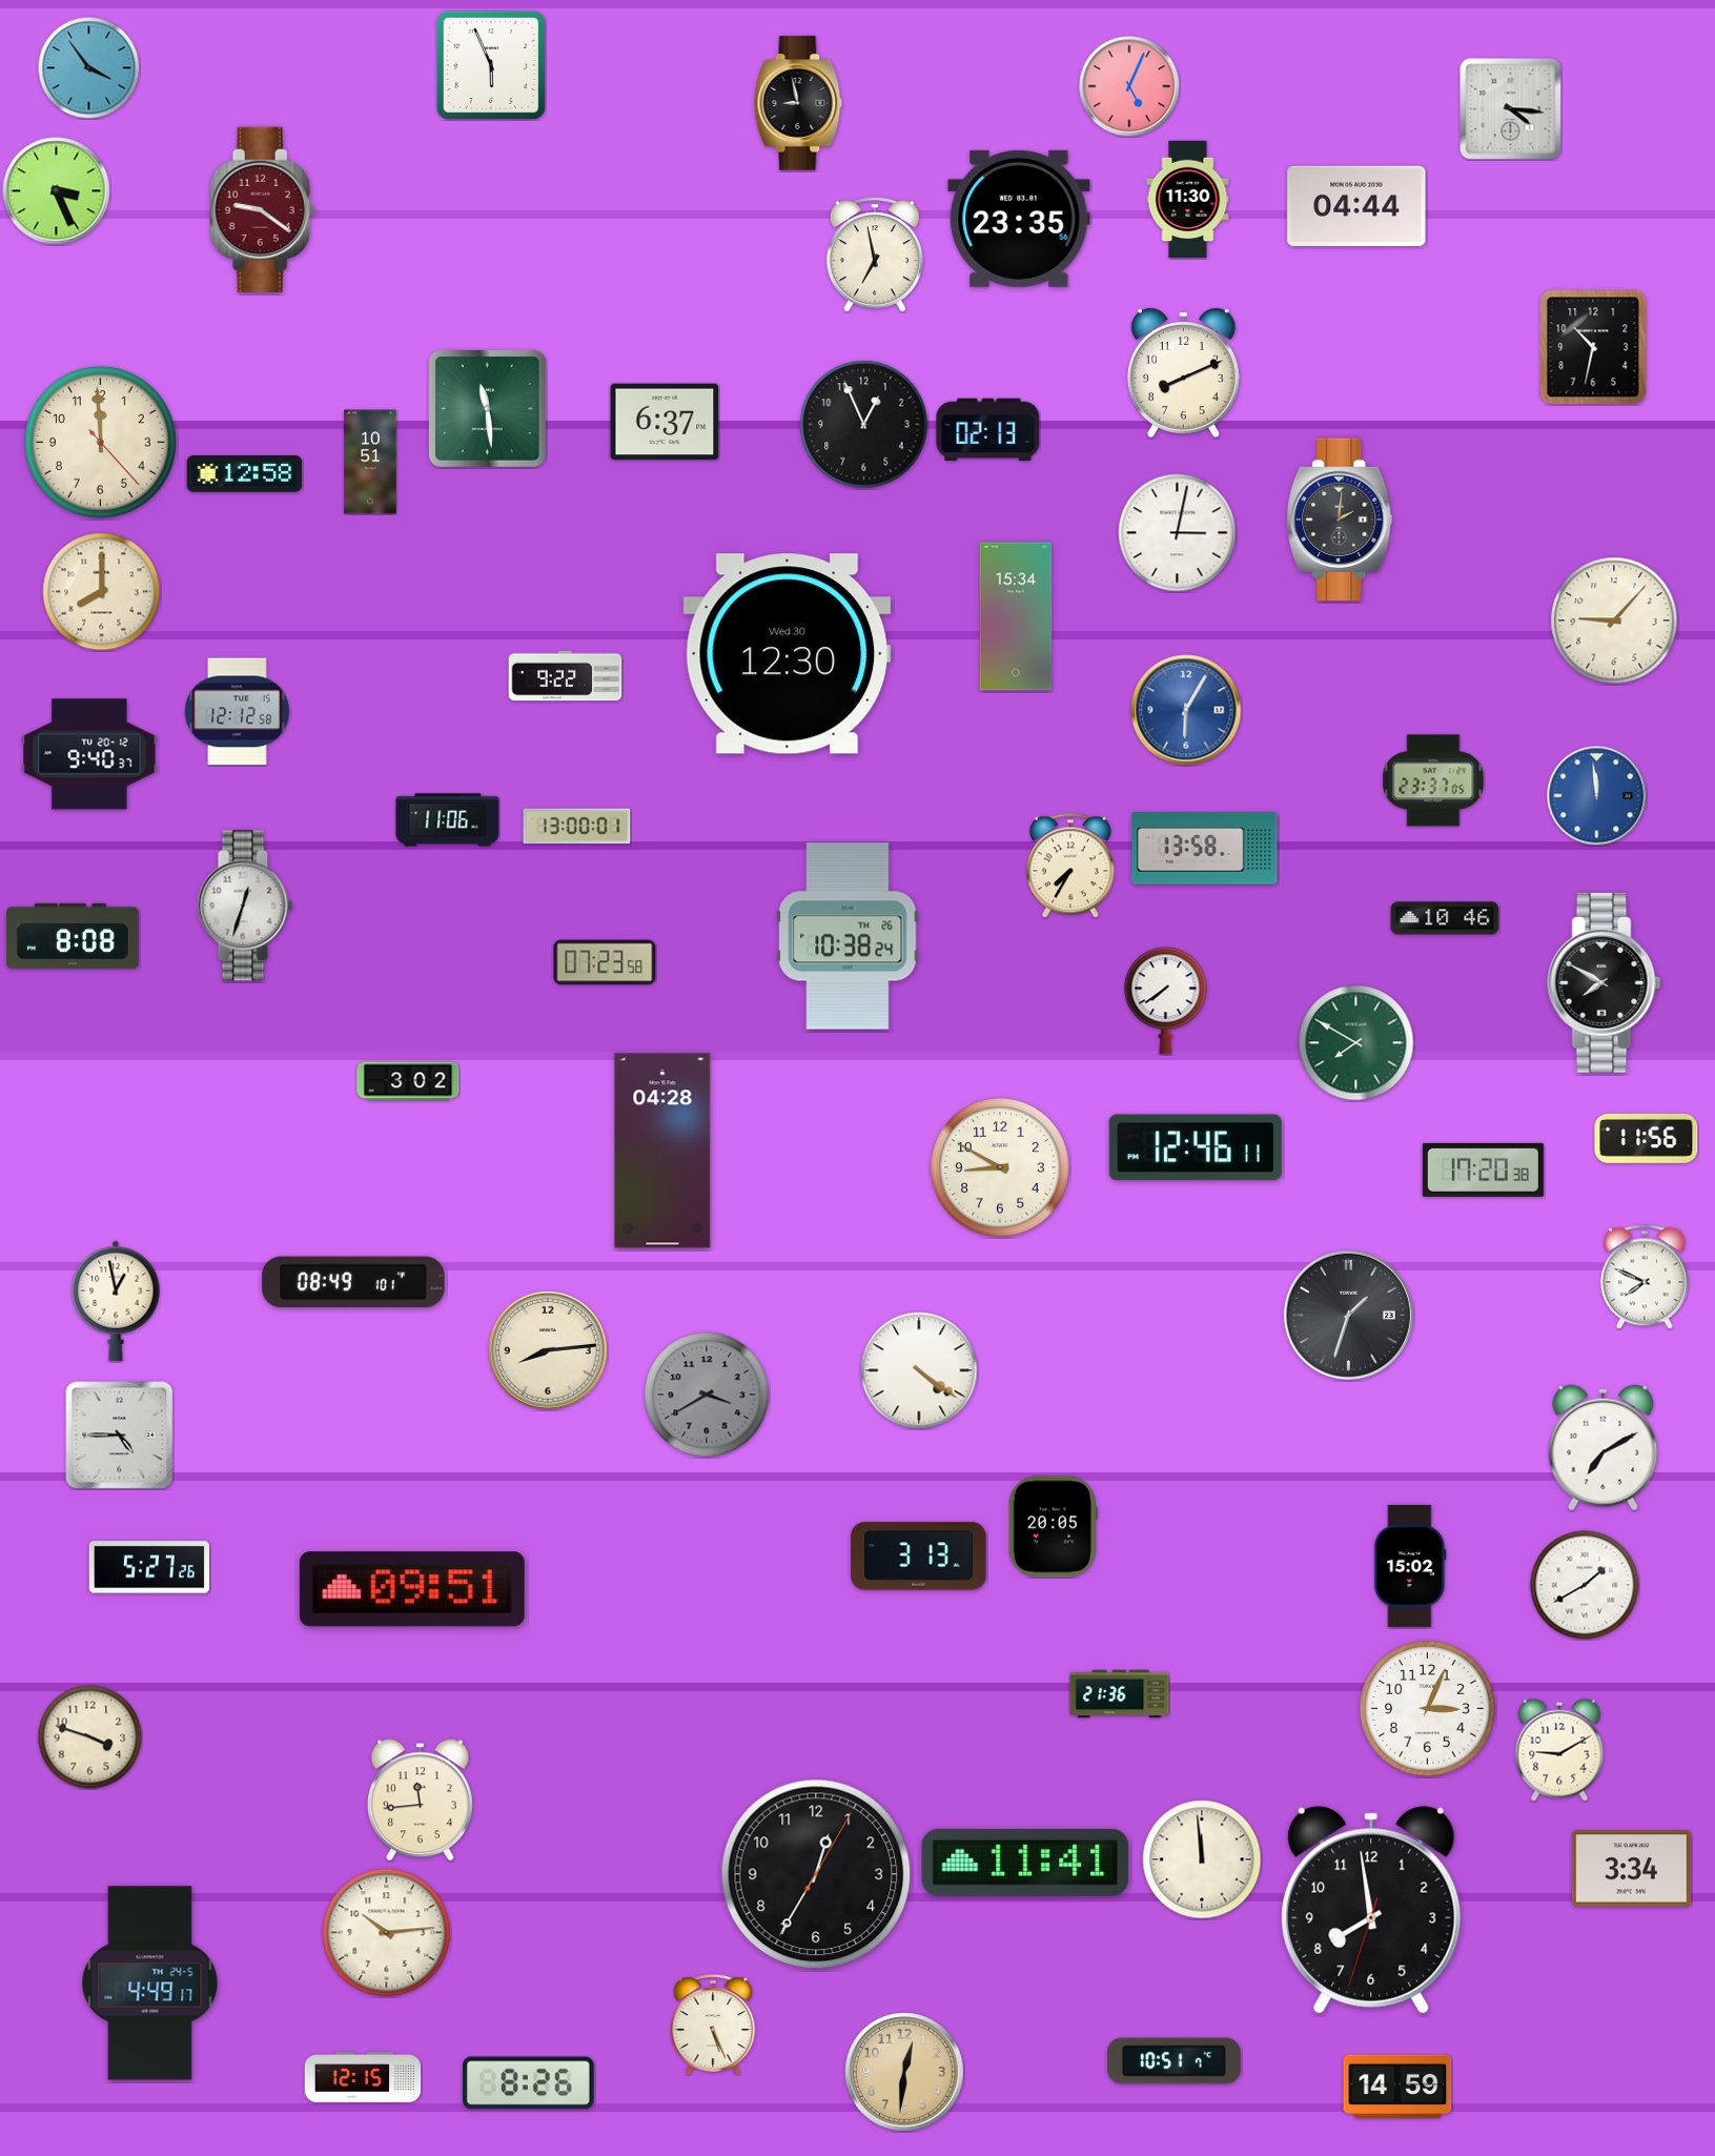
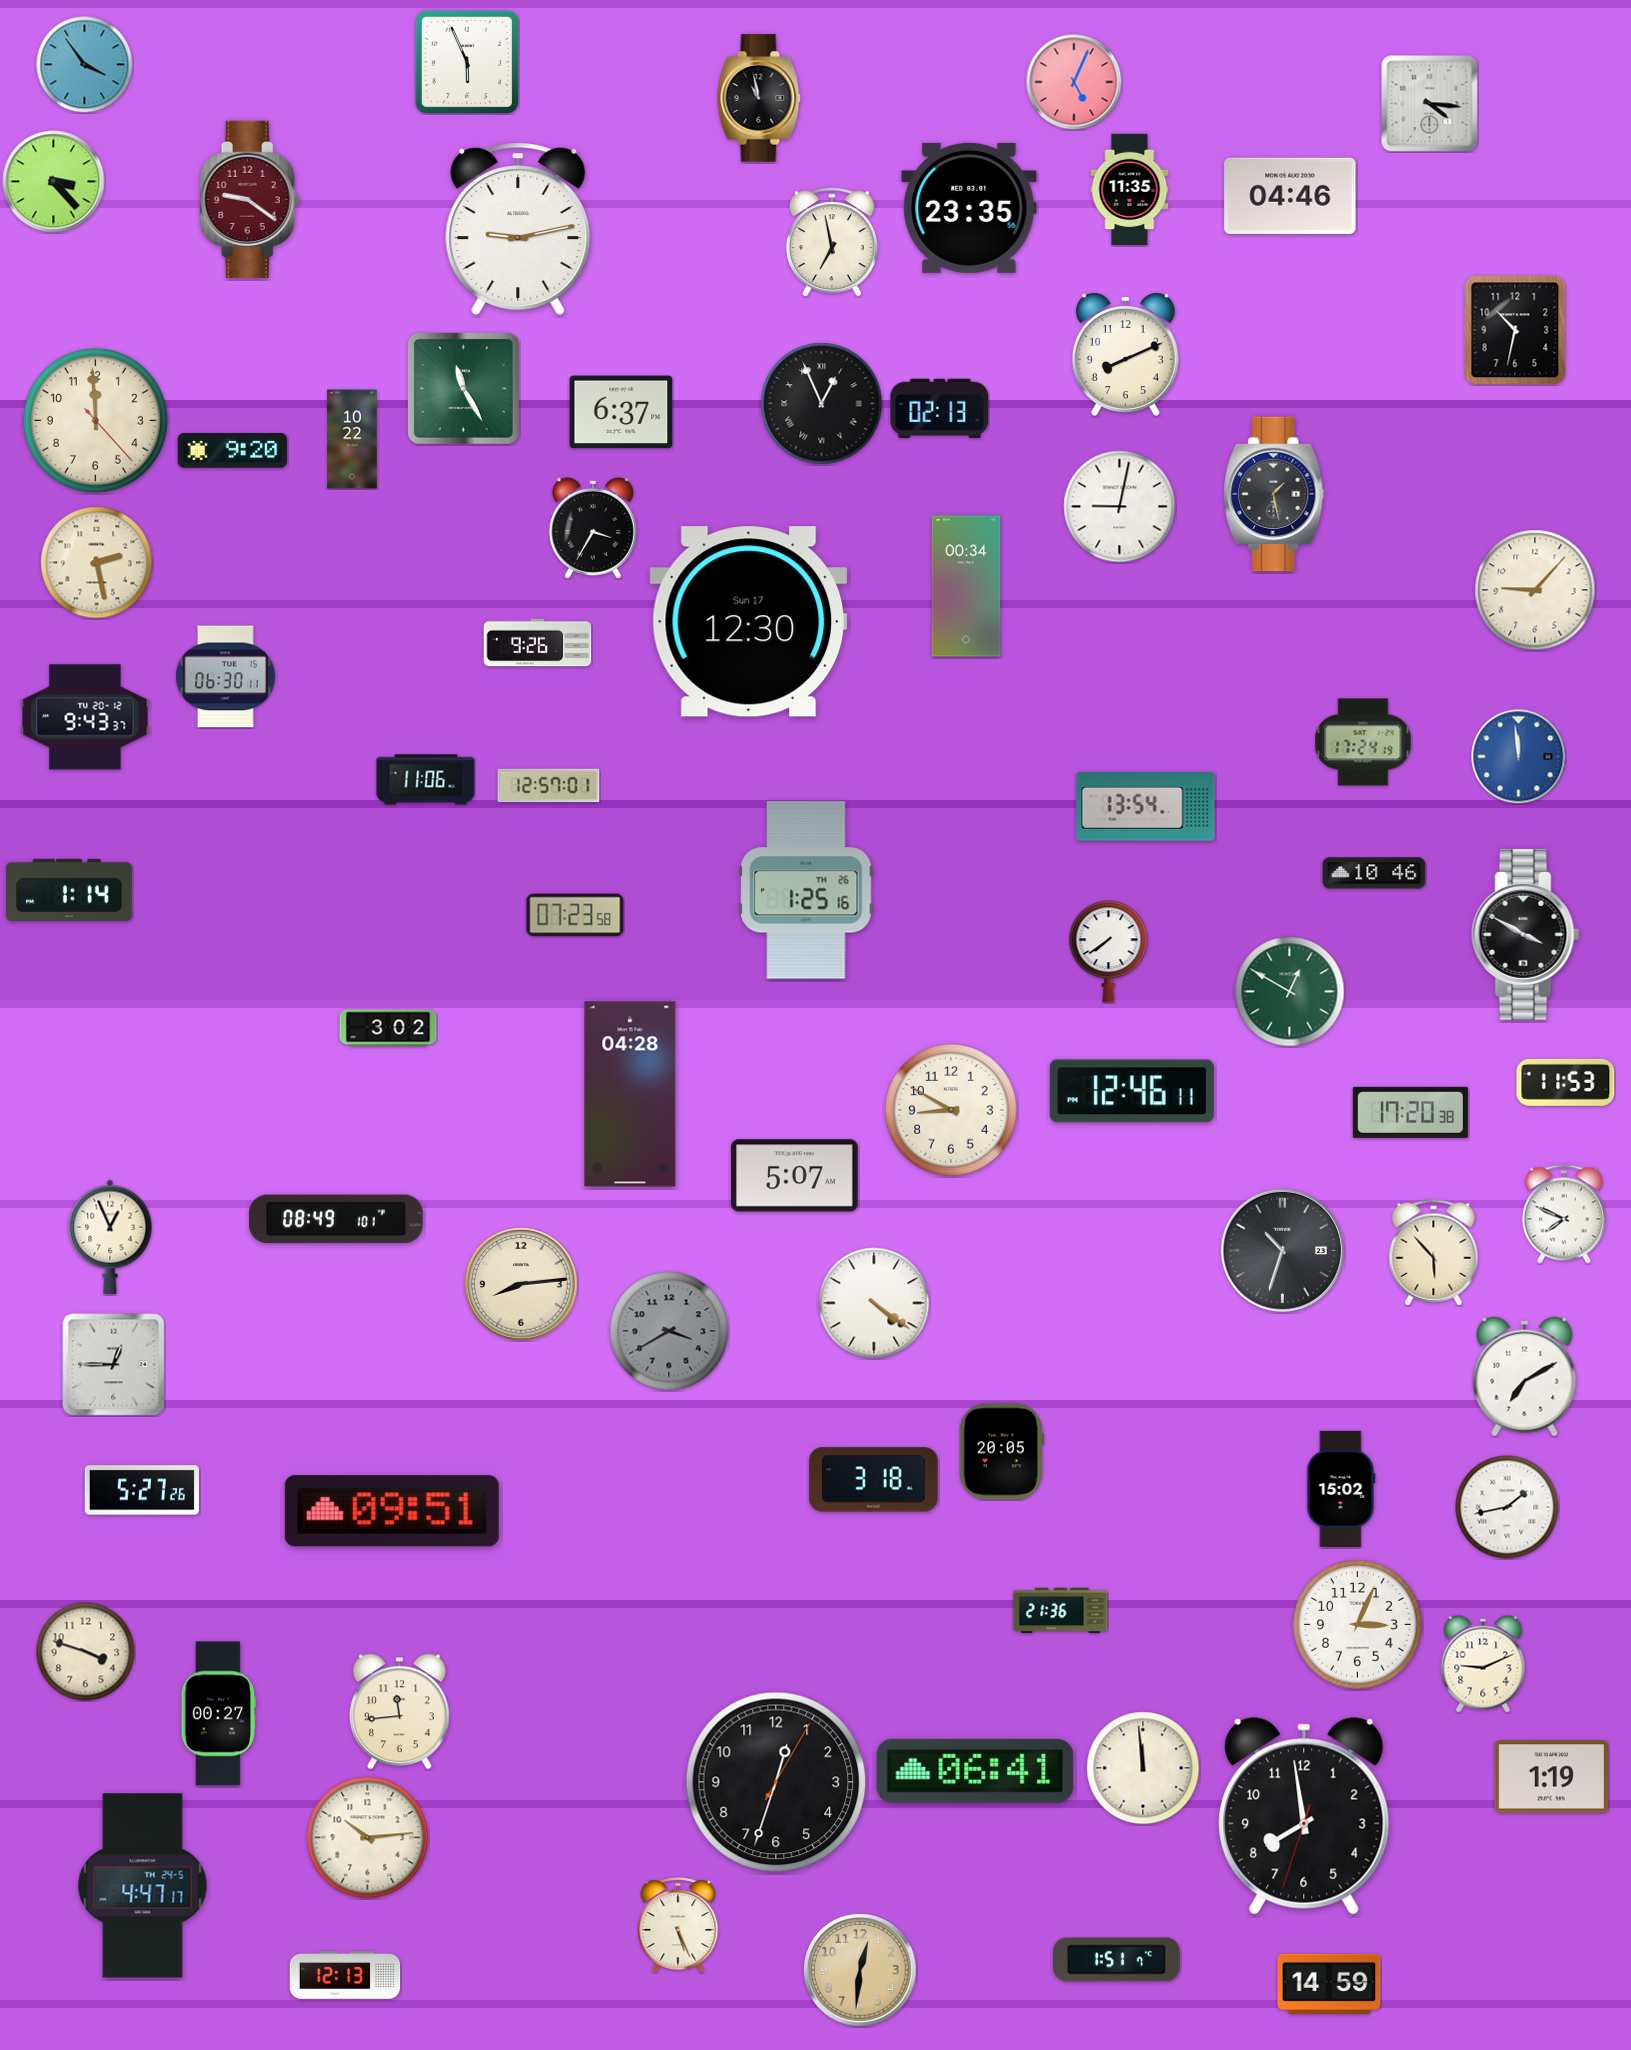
clock at (798, 103): 8:58 -> 10:58
clock at (1511, 109) position: (1511, 109) -> (1430, 104)
clock at (57, 191): 3:26 -> 3:23
clock at (1188, 200): 11:30 -> 11:35
clock at (1356, 206): 04:44 -> 04:46
clock at (518, 229): none -> 9:13
clock at (487, 408): 11:29 -> 11:25
clock at (665, 422) position: (665, 422) -> (621, 412)
clock at (864, 425) numerals: Arabic -> Roman
clock at (370, 462): 10:51 -> 10:22
clock at (245, 474): 12:58 -> 9:20
clock at (1340, 520): 2:01 -> 1:28
clock at (1178, 533): 3:02 -> 9:02
clock at (593, 528): none -> 3:35
clock at (102, 592): 8:00 -> 2:28
clock at (1016, 616): 15:34 -> 00:34
clock at (788, 654) date: Wed 30 -> Sun 17
clock at (566, 676): 9:22 -> 9:26
clock at (1186, 710): 6:05 -> none
clock at (238, 712): 12:12 -> 06:30
clock at (89, 754): 9:40 -> 9:43
clock at (1433, 780): 23:37 -> 17:24
clock at (577, 827): 13:00 -> 12:57
clock at (1205, 849): 13:58 -> 13:54
clock at (1070, 866): 7:35 -> none
clock at (245, 906): 12:33 -> none
clock at (73, 936): 8:08 -> 1:14
clock at (848, 936): 10:38 -> 1:25
clock at (1605, 982): 7:50 -> 3:50
clock at (1356, 1043): 7:50 -> 12:50
clock at (1647, 1138): 11:56 -> 11:53
clock at (1196, 1147) position: (1196, 1147) -> (1132, 1091)
clock at (795, 1176): none -> 5:07
clock at (116, 1301): 12:58 -> 12:56
clock at (1348, 1315): 1:33 -> 10:33
clock at (1434, 1253): none -> 5:53
clock at (707, 1395) position: (707, 1395) -> (669, 1331)
clock at (120, 1436): 4:45 -> 12:45
clock at (919, 1557): 3:13 -> 3:18
clock at (1585, 1585): 1:40 -> 1:43
clock at (1120, 1694) position: (1120, 1694) -> (1061, 1611)
clock at (1559, 1750): 9:10 -> 9:11
clock at (218, 1714): none -> 00:27
clock at (1025, 1863): 11:41 -> 06:41
clock at (1631, 1869): 3:34 -> 1:19
clock at (816, 1874): 12:35 -> 12:33
clock at (150, 1984): 4:49 -> 4:47
clock at (1175, 2061): 10:51 -> 1:51
clock at (363, 2077): 12:15 -> 12:13
clock at (529, 2083): 8:26 -> none
